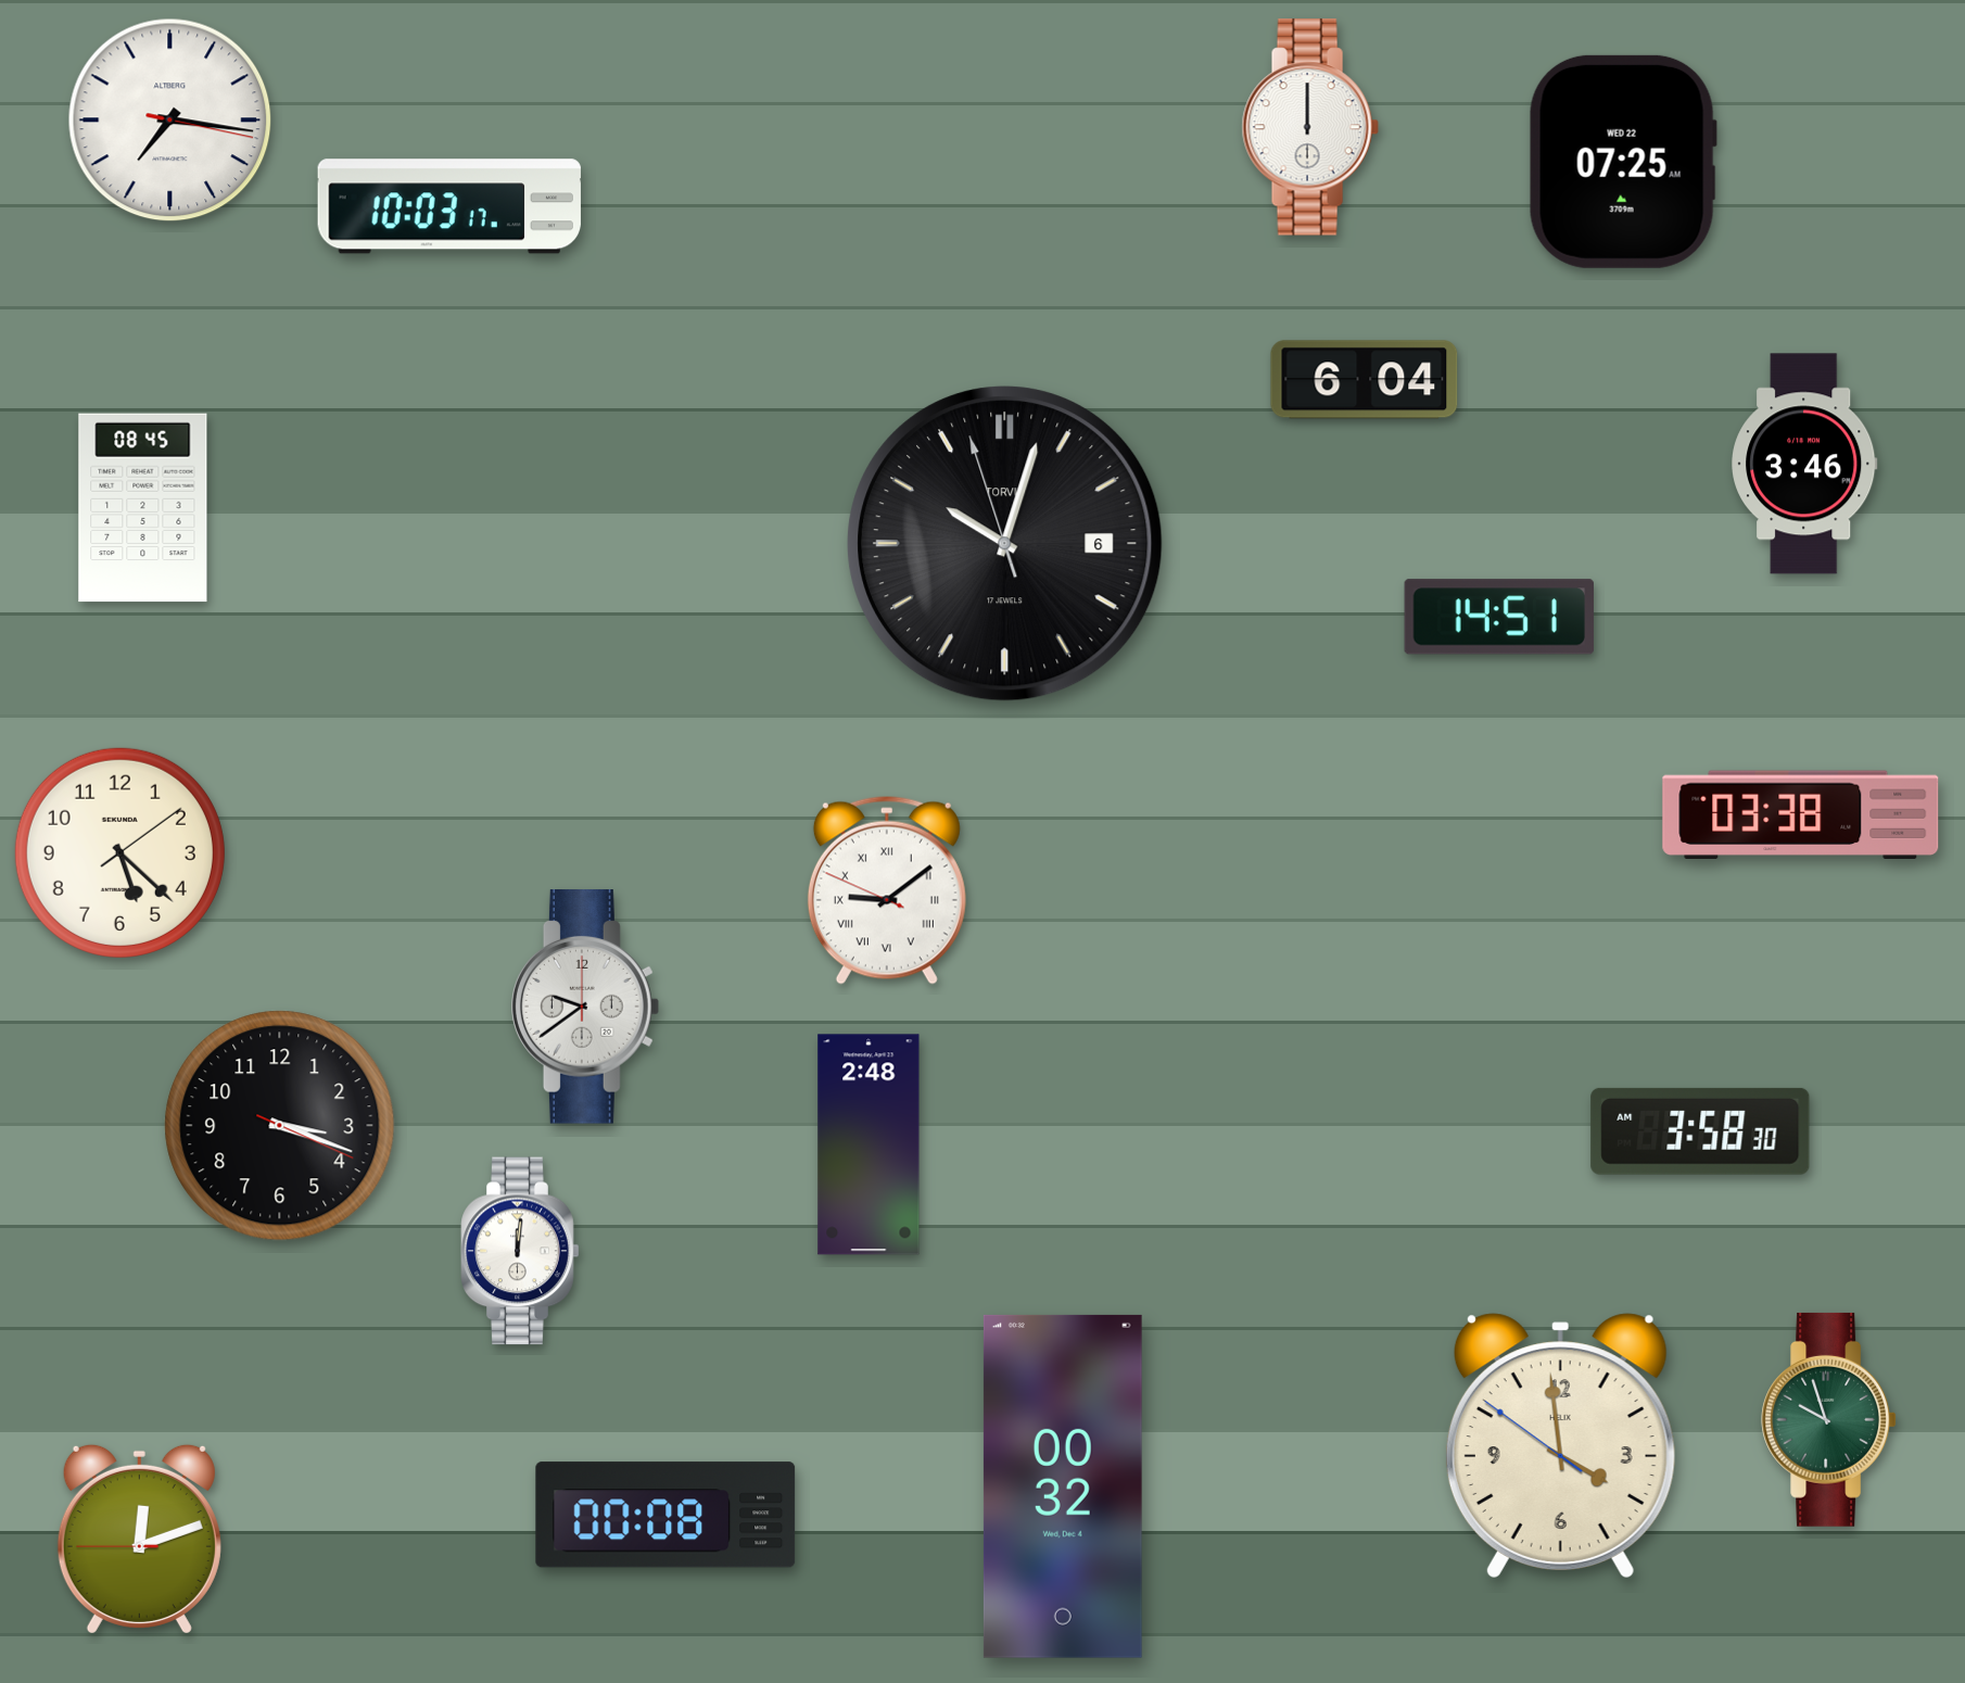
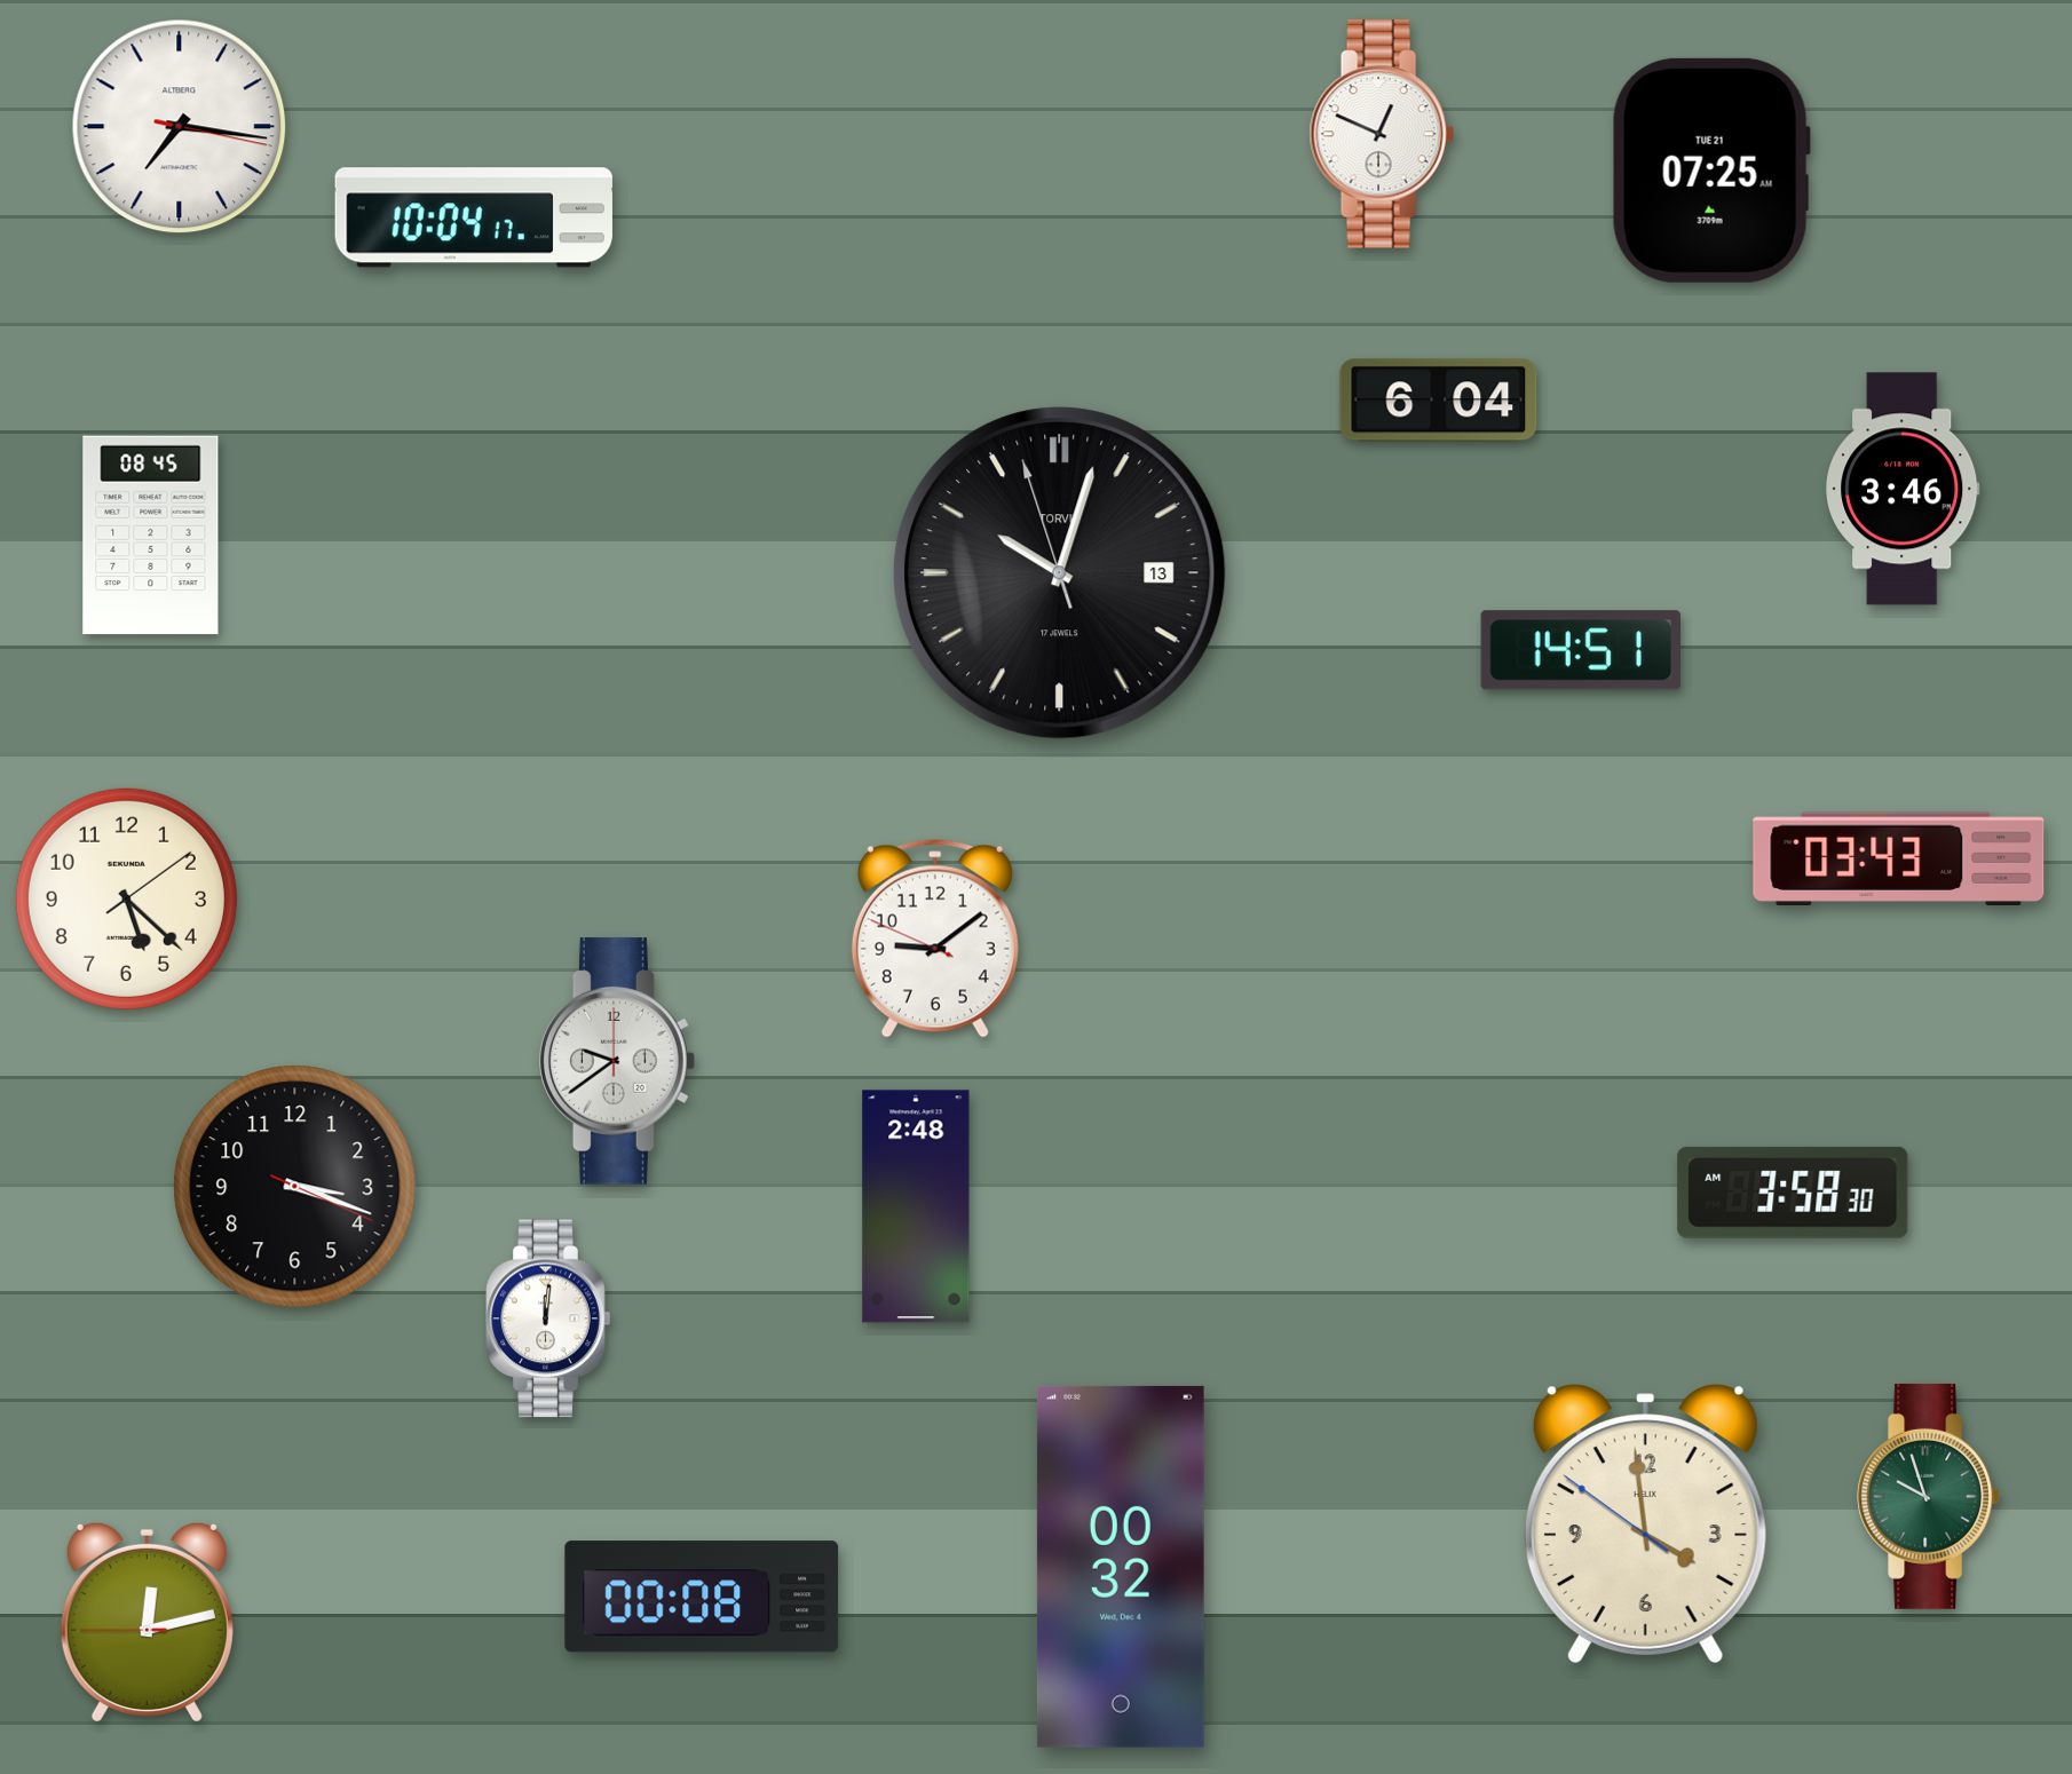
clock at (1310, 127): 12:00 -> 12:49
clock at (1623, 162) date: WED 22 -> TUE 21
clock at (449, 206): 10:03 -> 10:04
clock at (1005, 544) date: 6 -> 13
clock at (1801, 815): 03:38 -> 03:43
clock at (887, 890) numerals: Roman -> Arabic
clock at (139, 1539): 12:11 -> 12:12
